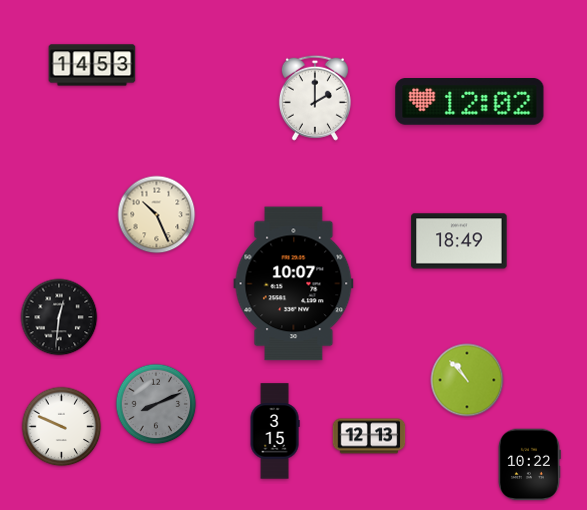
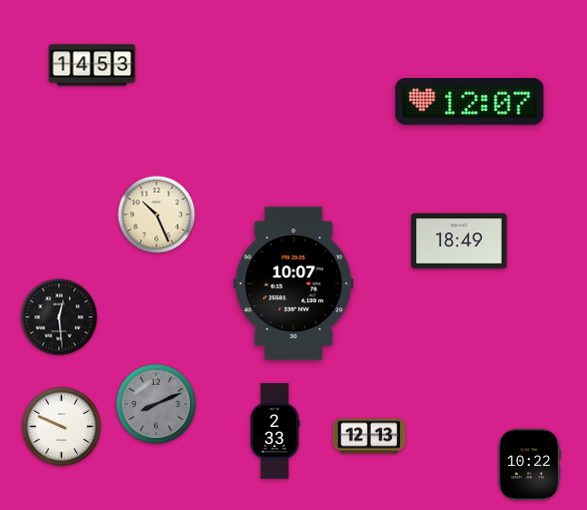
clock at (315, 98): 2:00 -> none
clock at (470, 102): 12:02 -> 12:07
clock at (59, 317): 12:31 -> 12:29
clock at (467, 380): 10:53 -> none
clock at (275, 431): 3:15 -> 2:33
